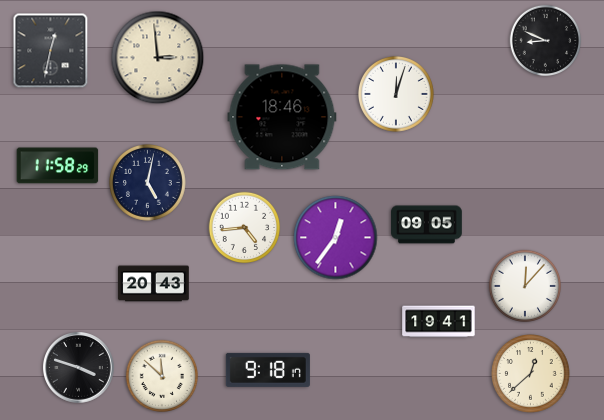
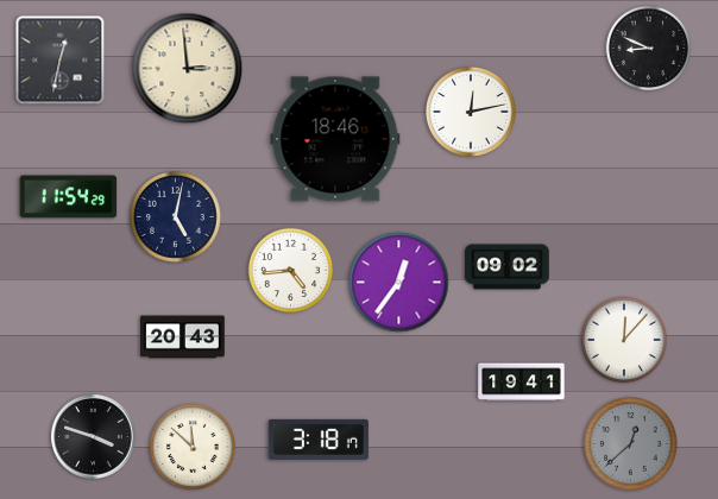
clock at (396, 94): 12:03 -> 12:13
clock at (58, 166): 11:58 -> 11:54
clock at (427, 225): 09:05 -> 09:02
clock at (268, 370): 9:18 -> 3:18
clock at (531, 374) dial: cream -> grey
